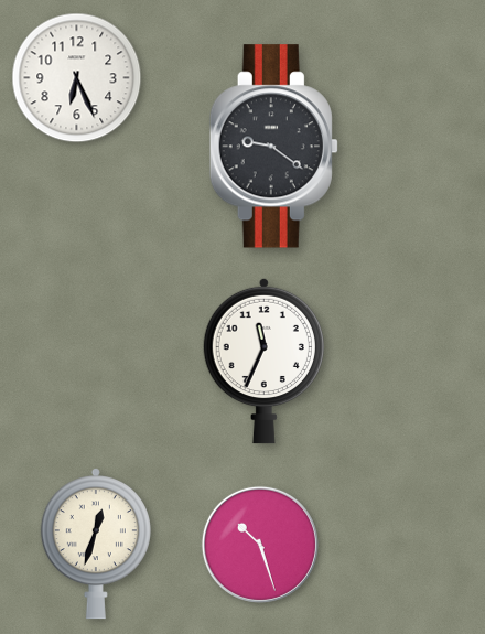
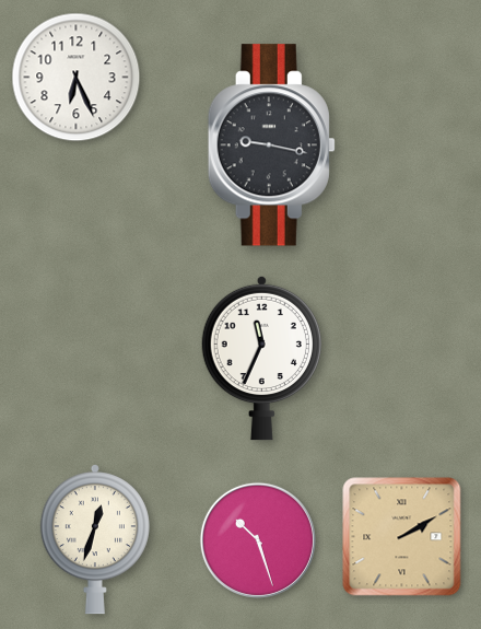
clock at (273, 147): 9:21 -> 9:17
clock at (402, 537): none -> 2:10
